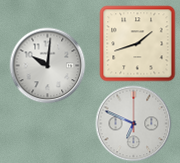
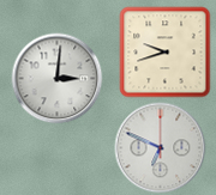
clock at (138, 44): 1:42 -> 9:42
clock at (48, 66): 10:01 -> 3:01
